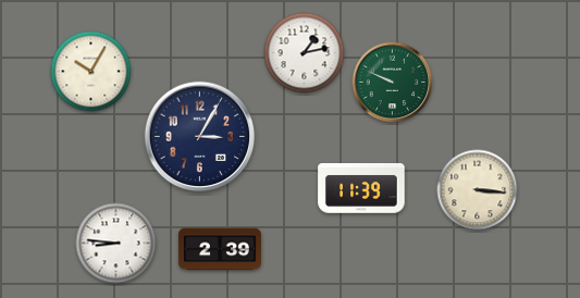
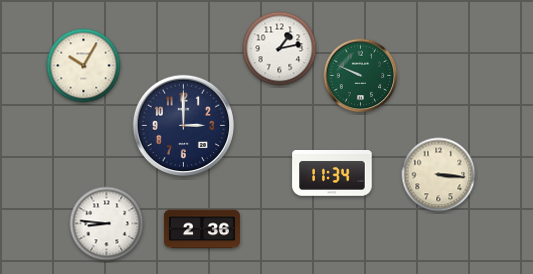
clock at (200, 137): 3:05 -> 3:00
clock at (361, 189): 11:39 -> 11:34
clock at (220, 249): 2:39 -> 2:36
